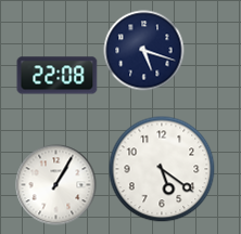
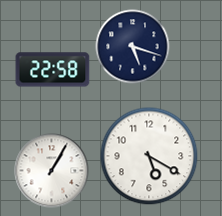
clock at (58, 76): 22:08 -> 22:58
clock at (162, 169): 5:21 -> 5:20
